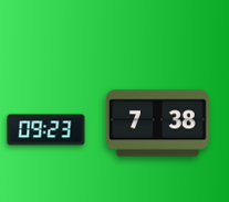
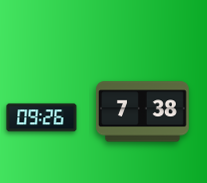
clock at (46, 130): 09:23 -> 09:26
